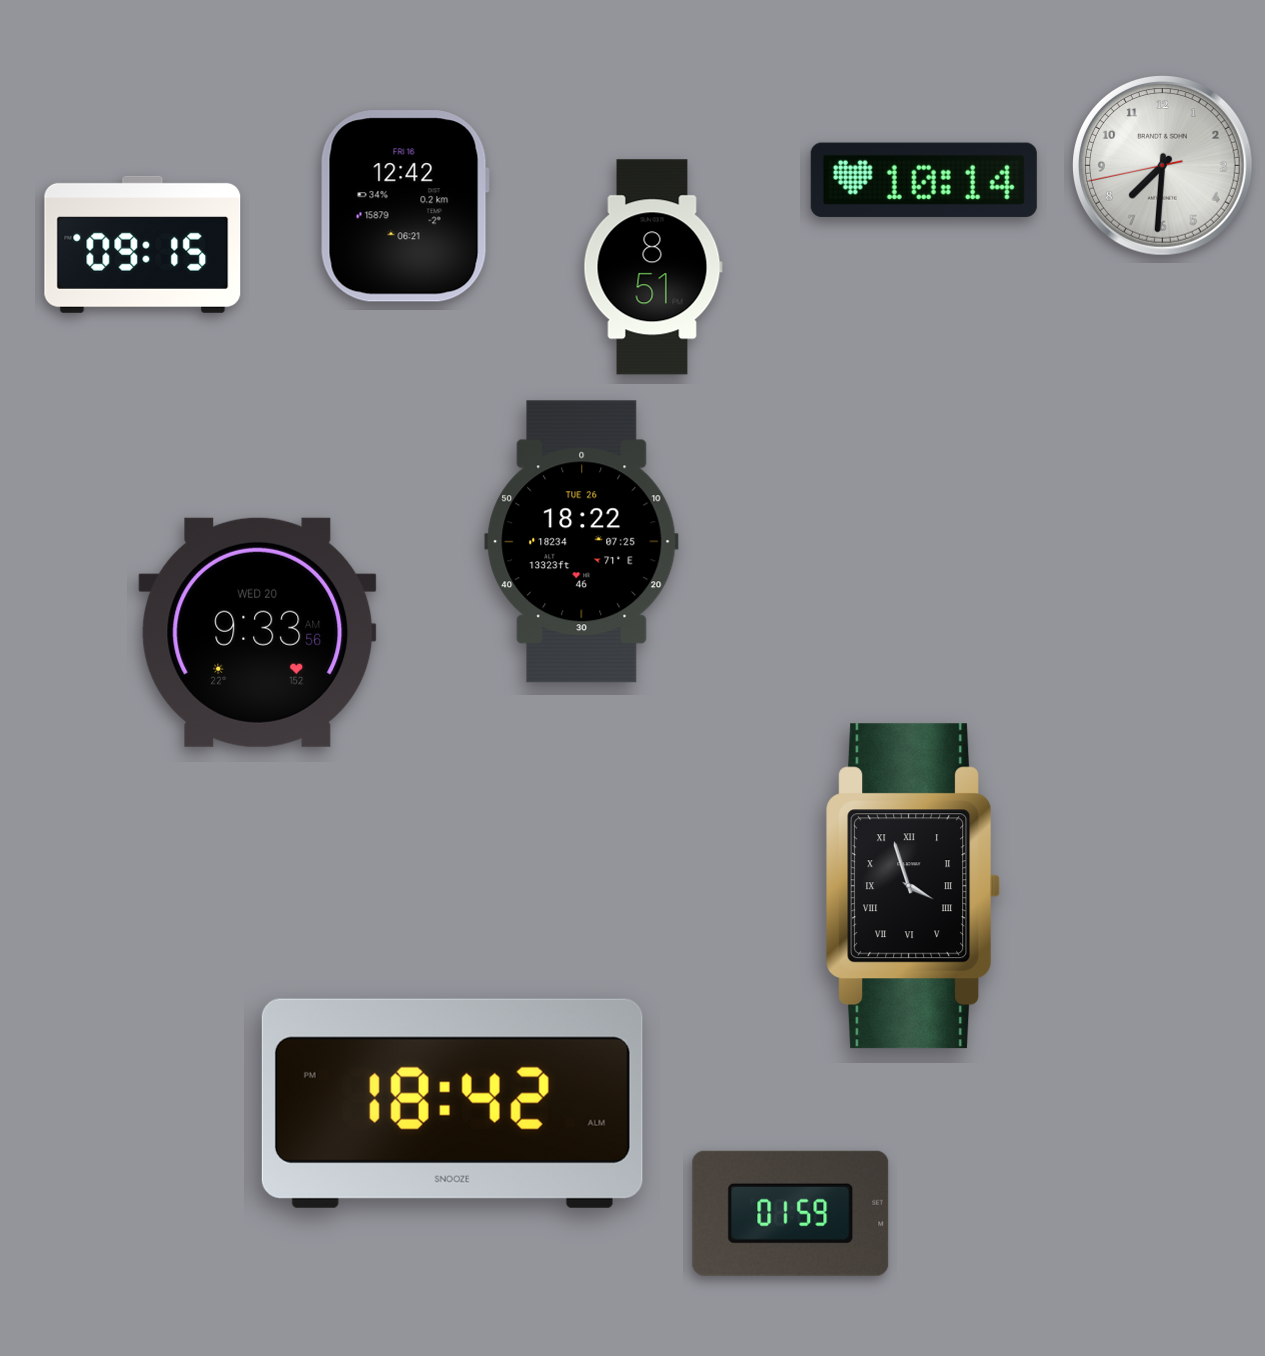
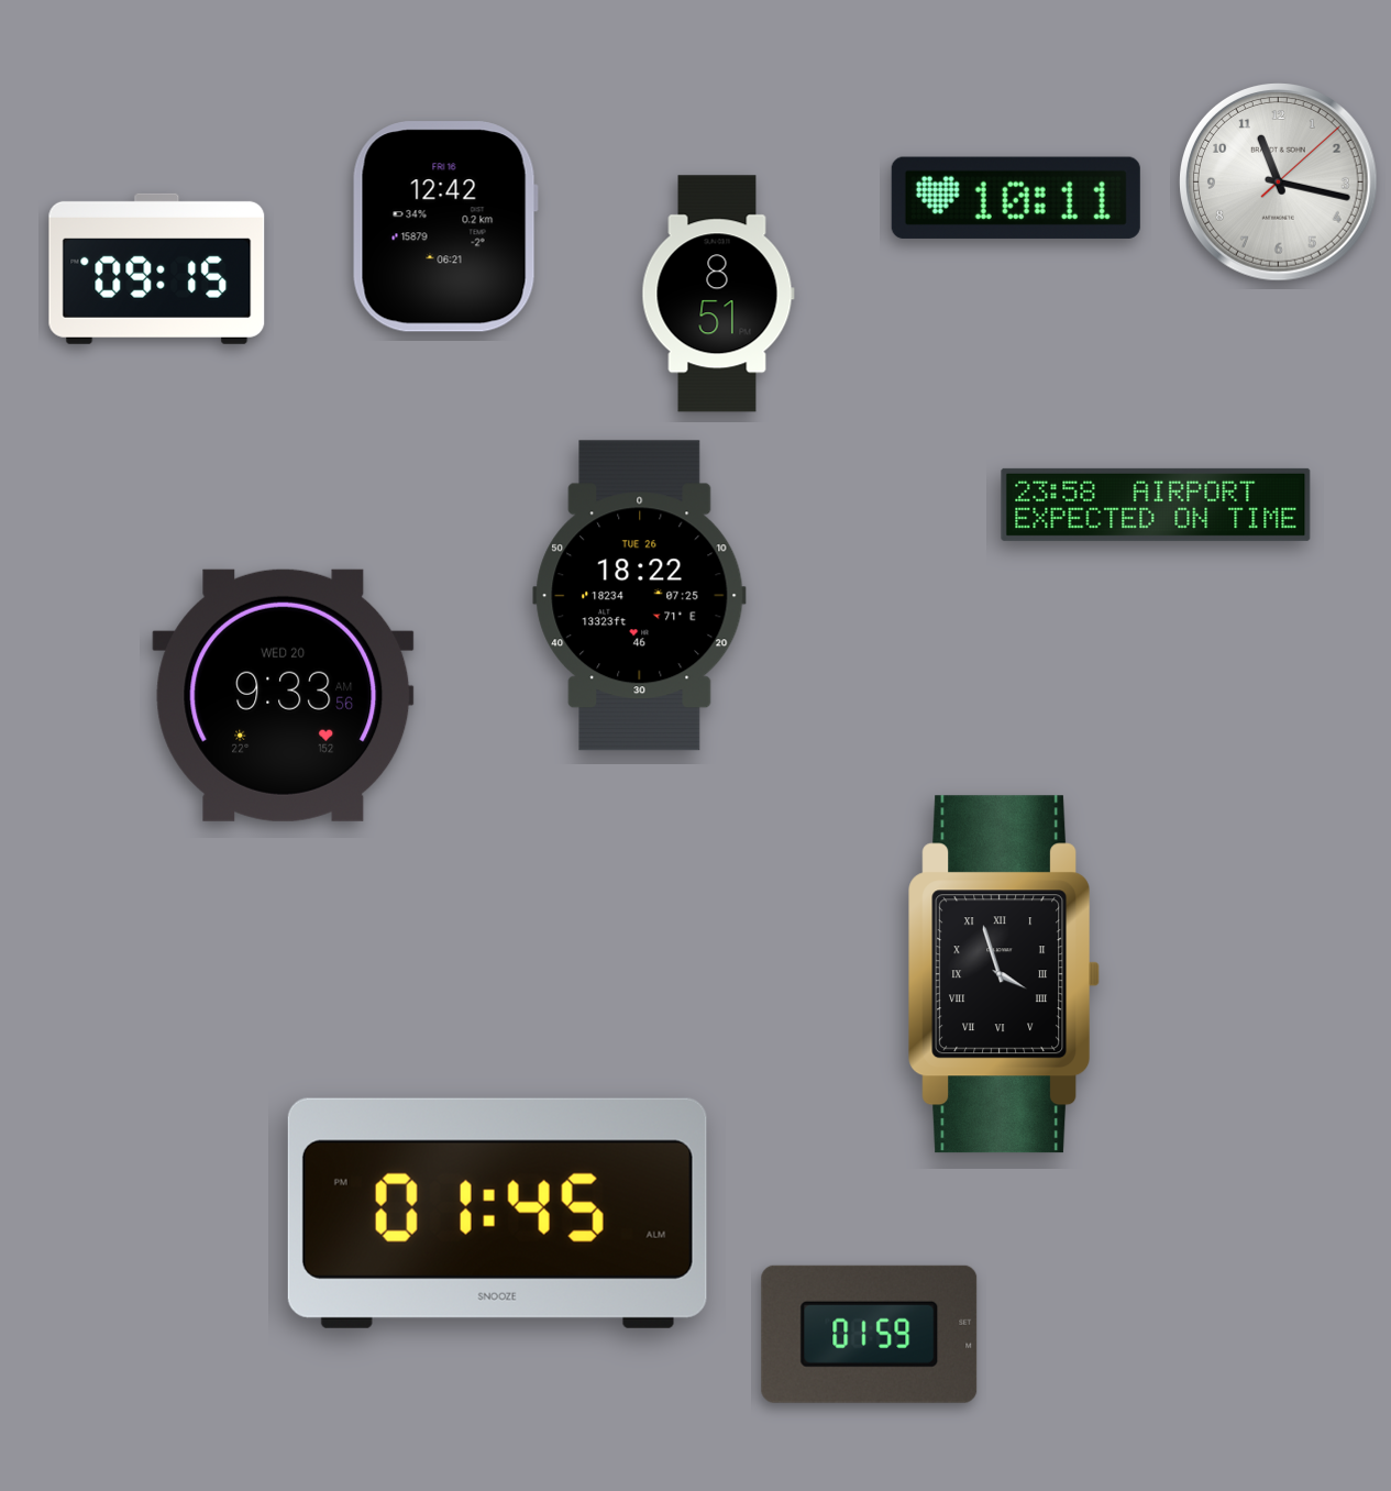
clock at (1163, 166): 7:30 -> 11:17
clock at (924, 180): 10:14 -> 10:11
clock at (1156, 505): none -> 23:58
clock at (452, 1103): 18:42 -> 01:45
